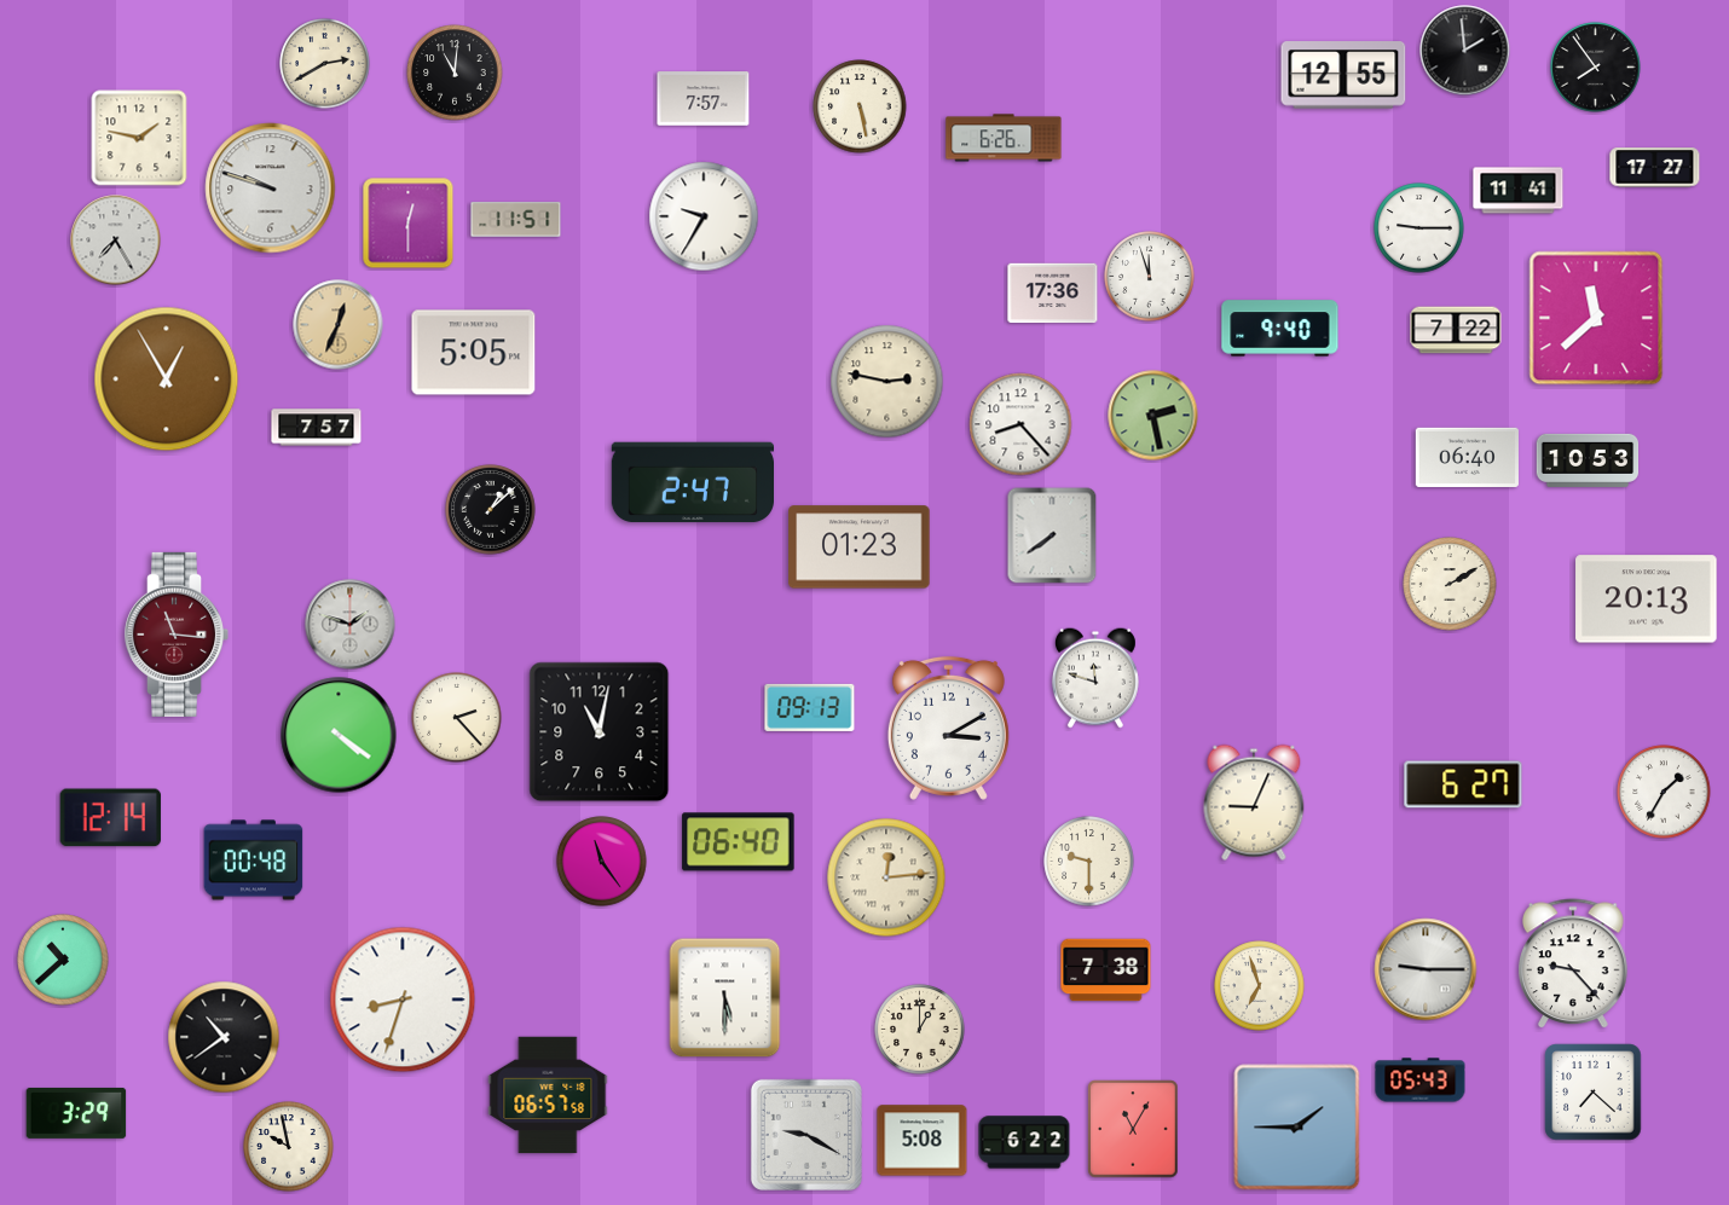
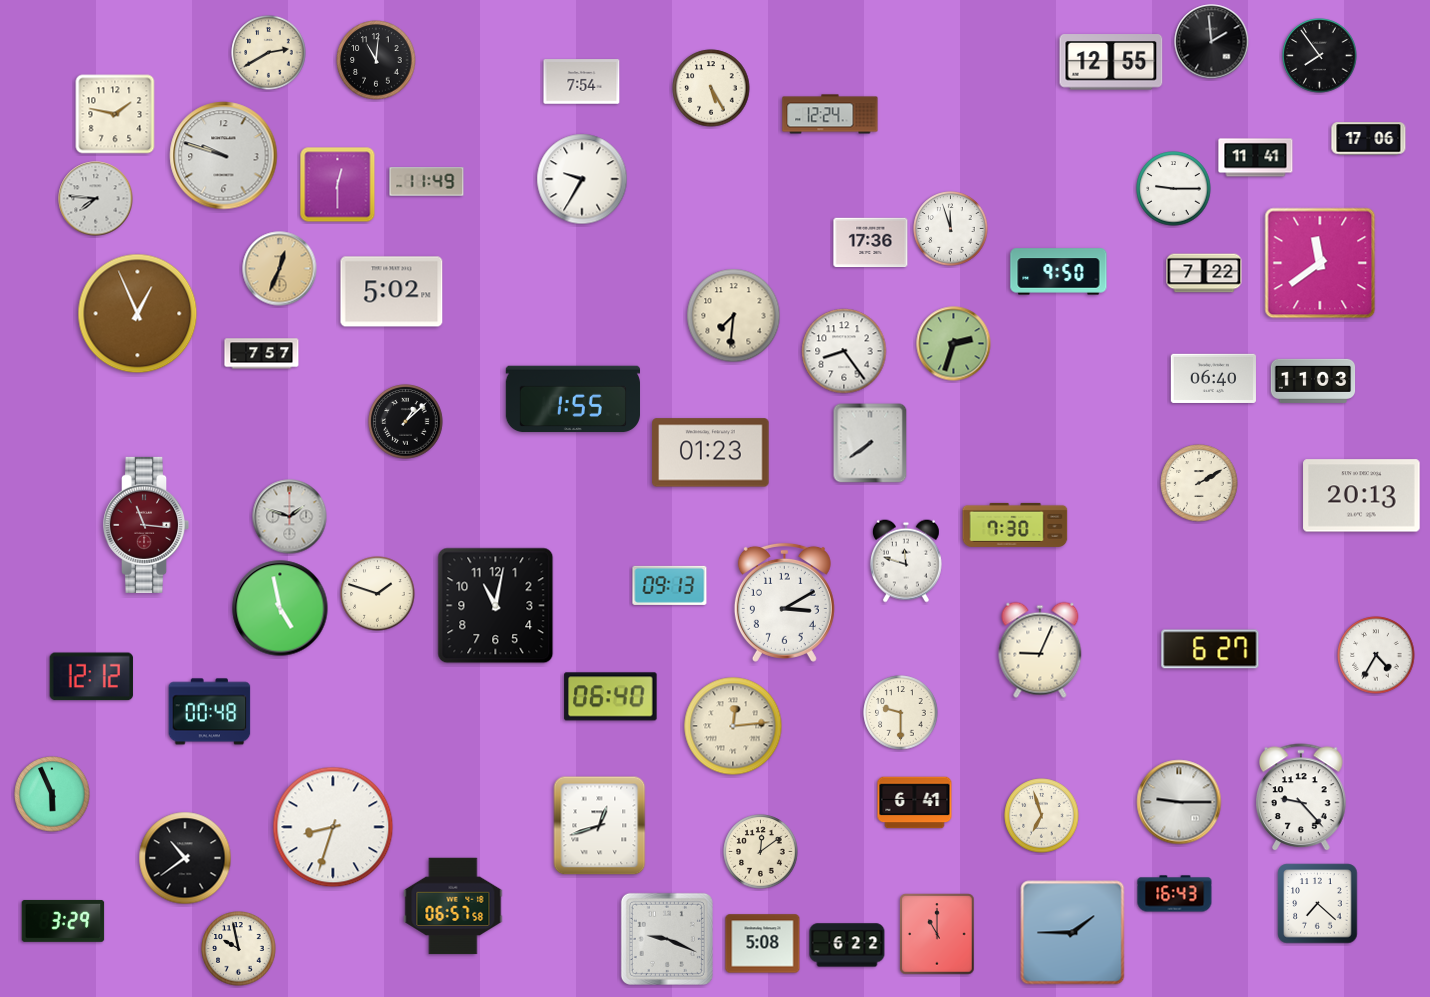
clock at (704, 99): 7:57 -> 7:54
clock at (860, 106): 5:28 -> 5:25
clock at (1004, 138): 6:26 -> 12:24
clock at (1655, 168): 17:27 -> 17:06
clock at (516, 220): 11:51 -> 11:49
clock at (116, 241): 7:25 -> 7:46
clock at (1596, 318): 11:38 -> 11:39
clock at (1280, 329): 9:40 -> 9:50
clock at (474, 353): 5:05 -> 5:02
clock at (167, 380): 12:55 -> 12:56
clock at (887, 382): 2:47 -> 7:31
clock at (1153, 416): 2:28 -> 2:33
clock at (1020, 424): 8:23 -> 8:24
clock at (1588, 460): 10:53 -> 11:03
clock at (692, 482): 2:47 -> 1:55
clock at (1015, 525): none -> 7:30
clock at (457, 718): 2:23 -> 1:48
clock at (339, 735): 4:21 -> 4:58
clock at (1664, 792): 1:35 -> 4:35
clock at (1254, 803) position: (1254, 803) -> (1040, 650)
clock at (110, 818): 12:14 -> 12:12
clock at (602, 862): 11:24 -> none
clock at (63, 960): 10:38 -> 5:56
clock at (1106, 971): 7:38 -> 6:41
clock at (725, 998): 5:30 -> 12:42
clock at (920, 1030): 1:00 -> 12:09
clock at (1421, 1081): 05:43 -> 16:43
clock at (1133, 1129): 11:05 -> 11:00
clock at (806, 1135): 9:20 -> 9:19
